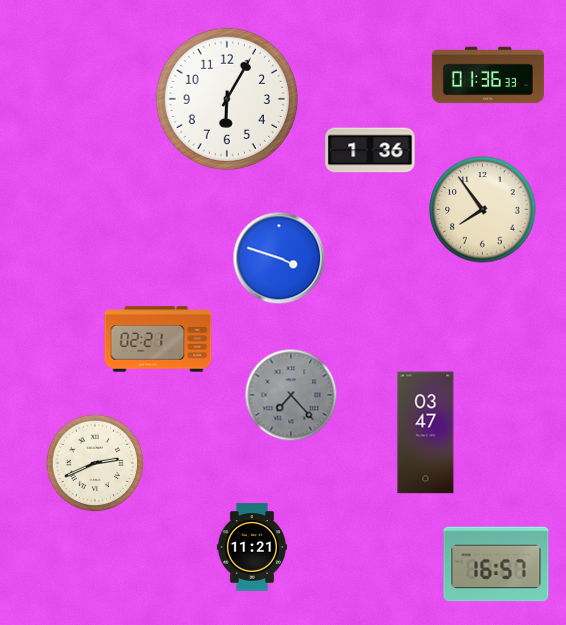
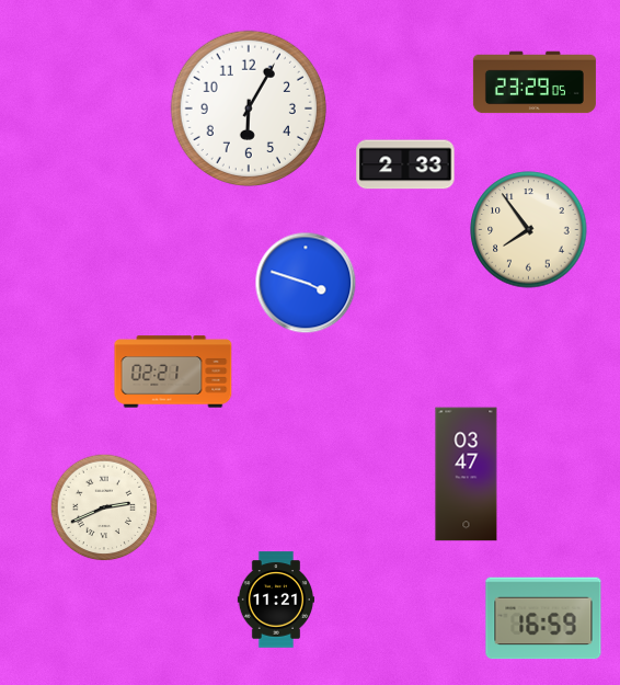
clock at (488, 75): 01:36 -> 23:29
clock at (370, 150): 1:36 -> 2:33
clock at (291, 395): 7:23 -> none
clock at (496, 564): 16:57 -> 16:59
